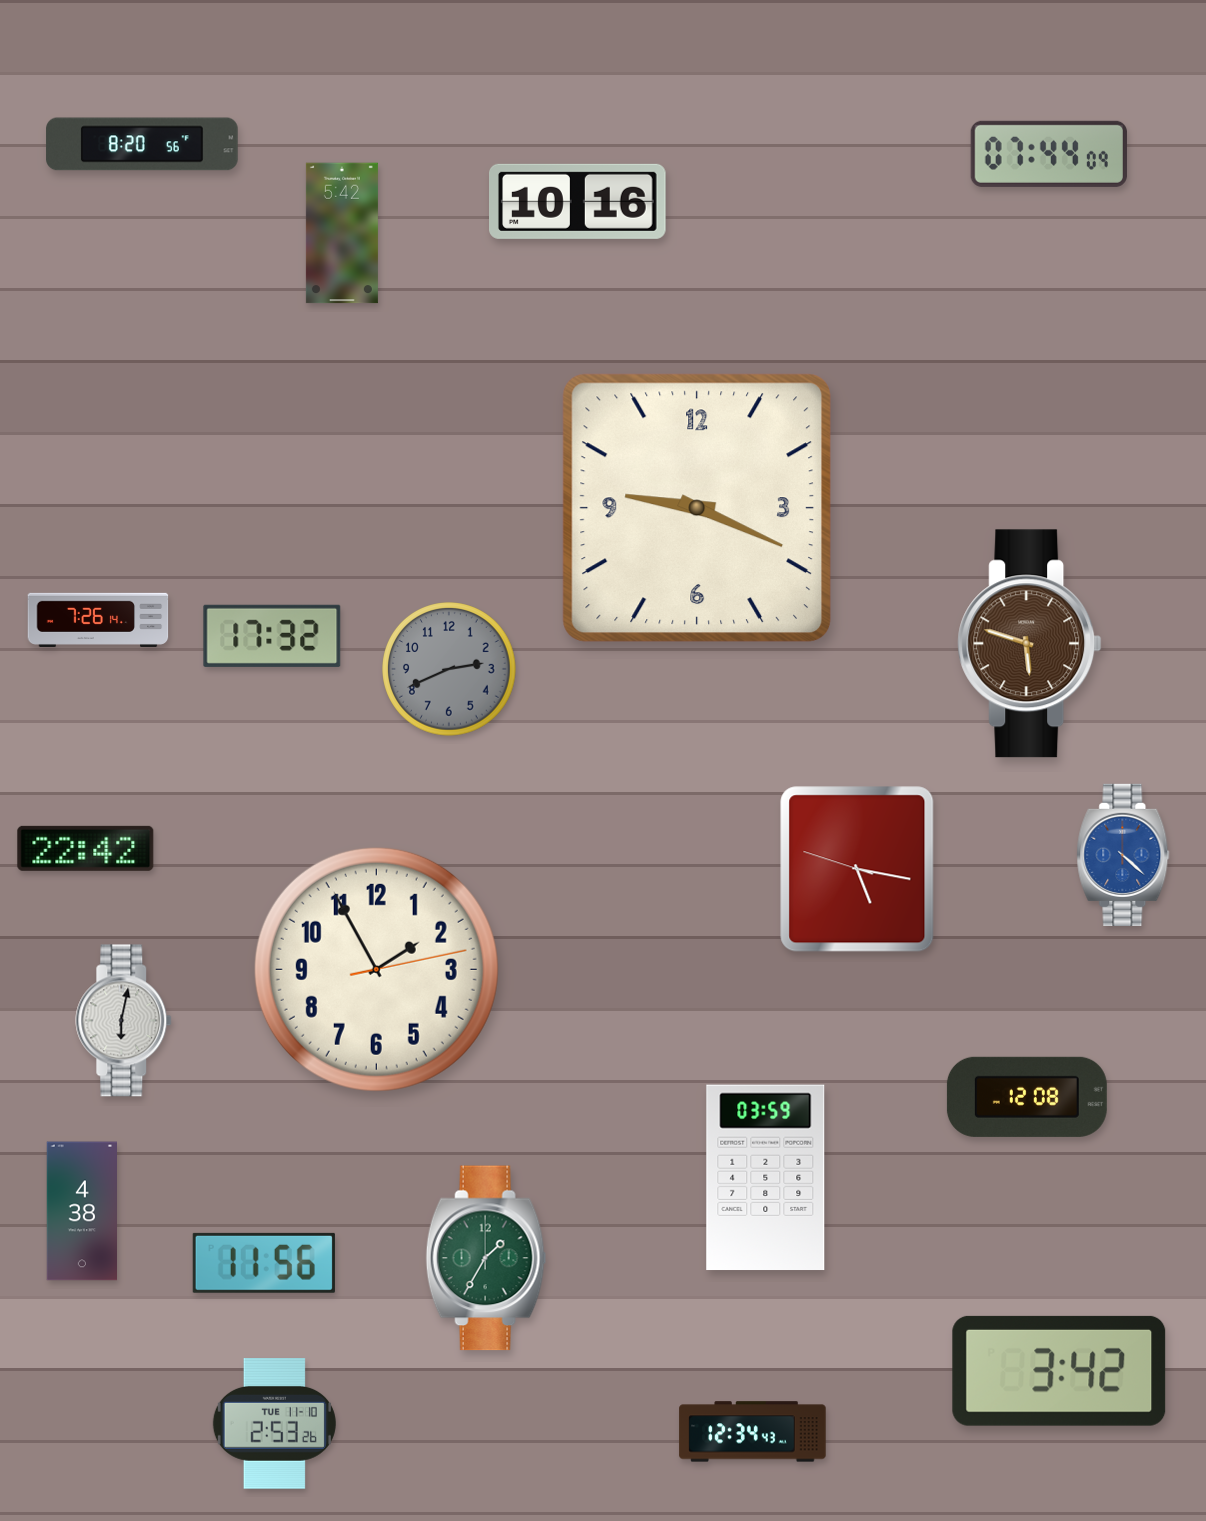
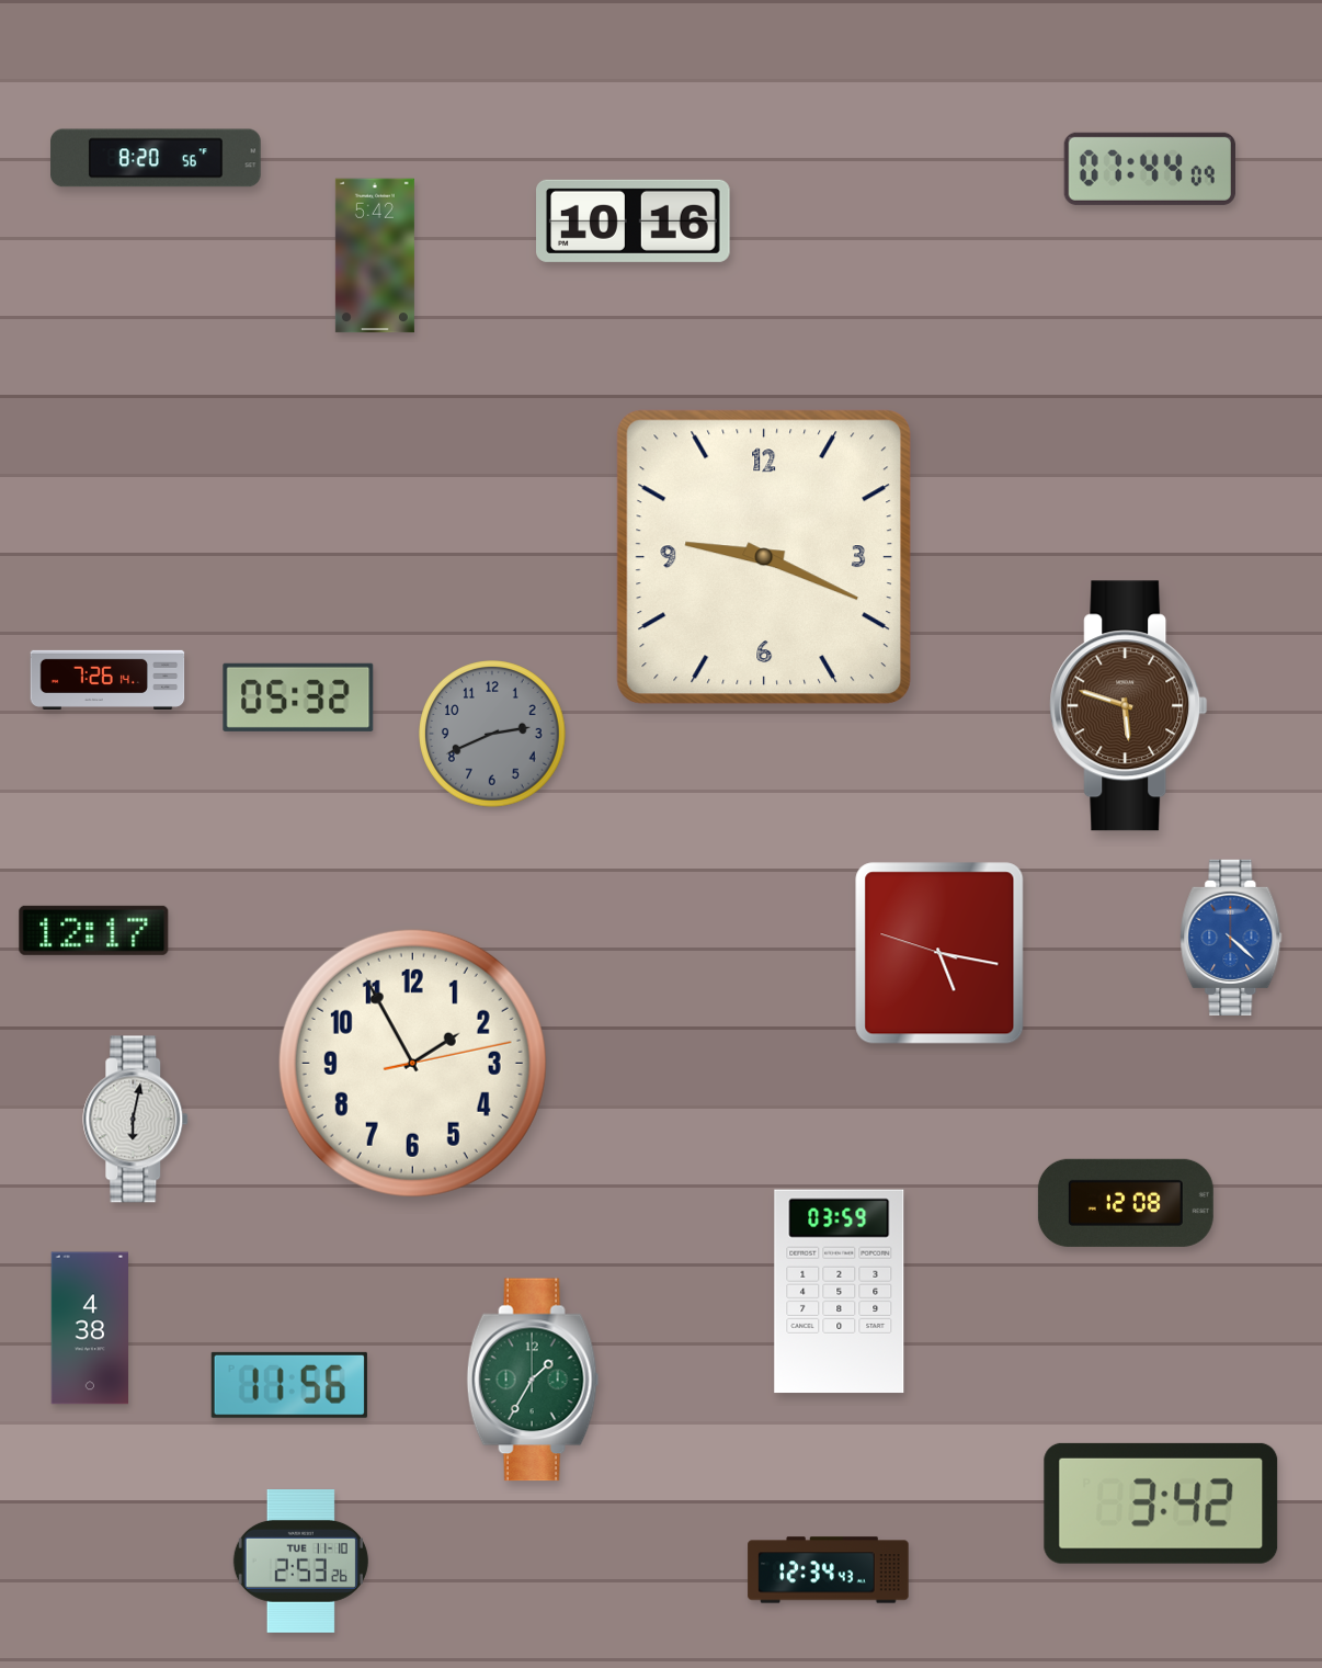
clock at (272, 636): 17:32 -> 05:32
clock at (86, 848): 22:42 -> 12:17
clock at (753, 1432) position: (753, 1432) -> (829, 1570)
